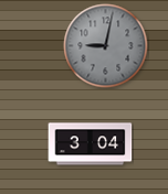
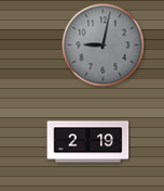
clock at (91, 144): 3:04 -> 2:19
